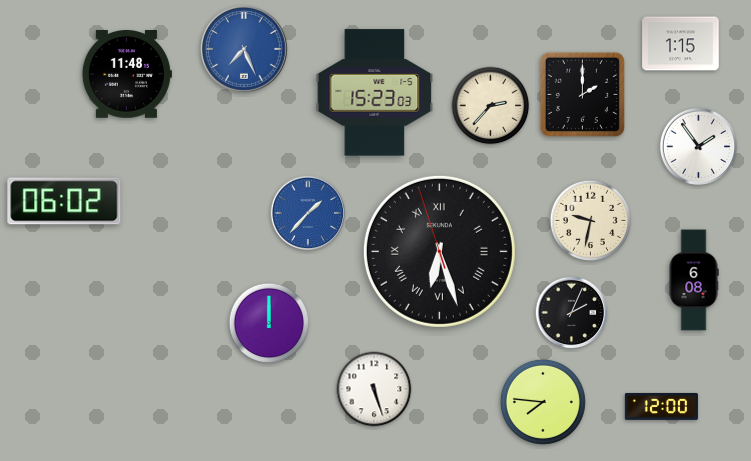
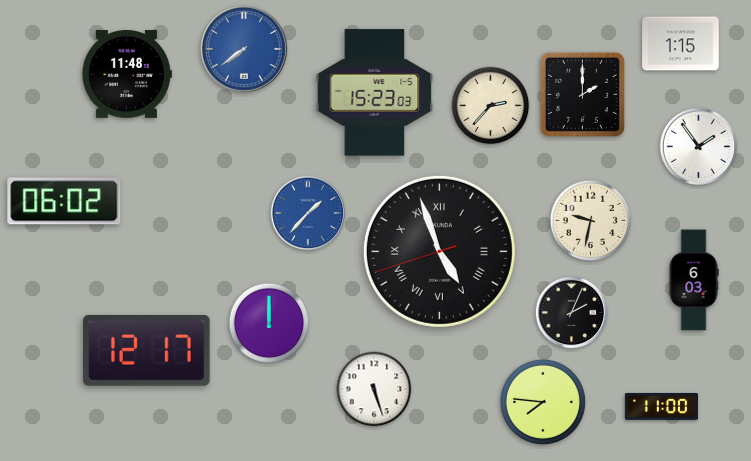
clock at (244, 49): 7:26 -> 7:39
clock at (439, 251): 6:26 -> 4:56
clock at (694, 280): 6:08 -> 6:03
clock at (147, 351): none -> 12:17
clock at (661, 407): 12:00 -> 11:00
